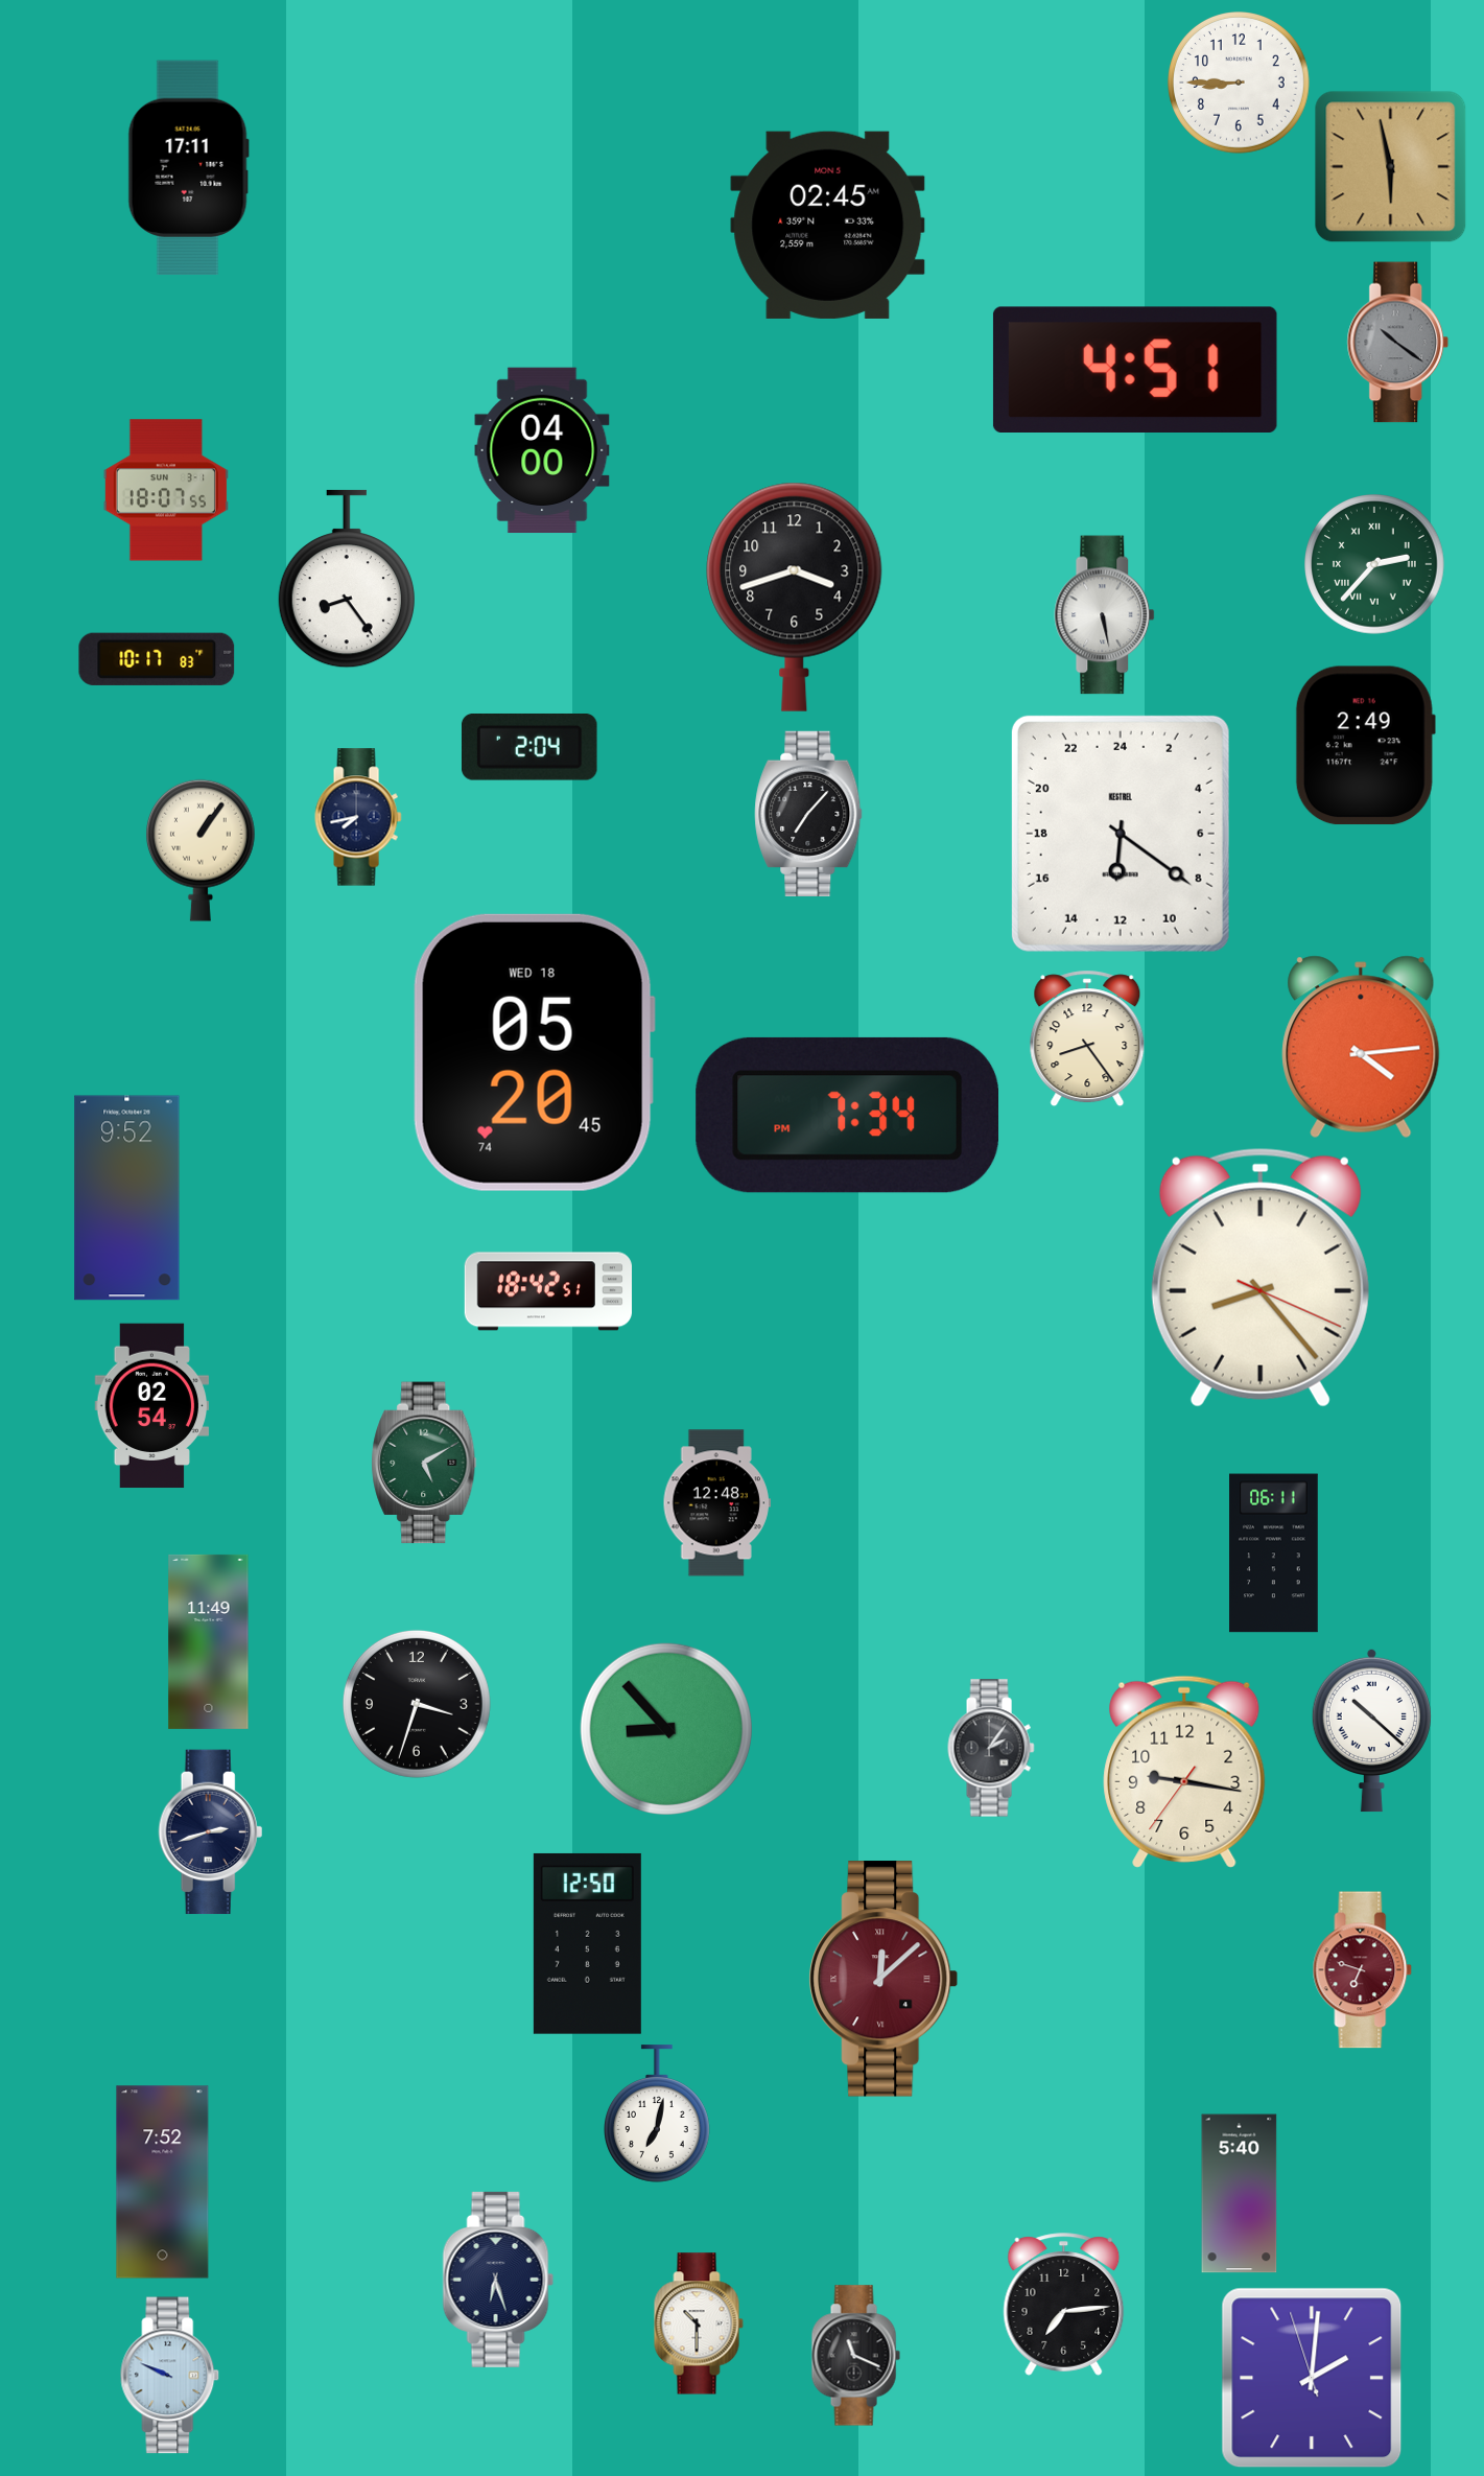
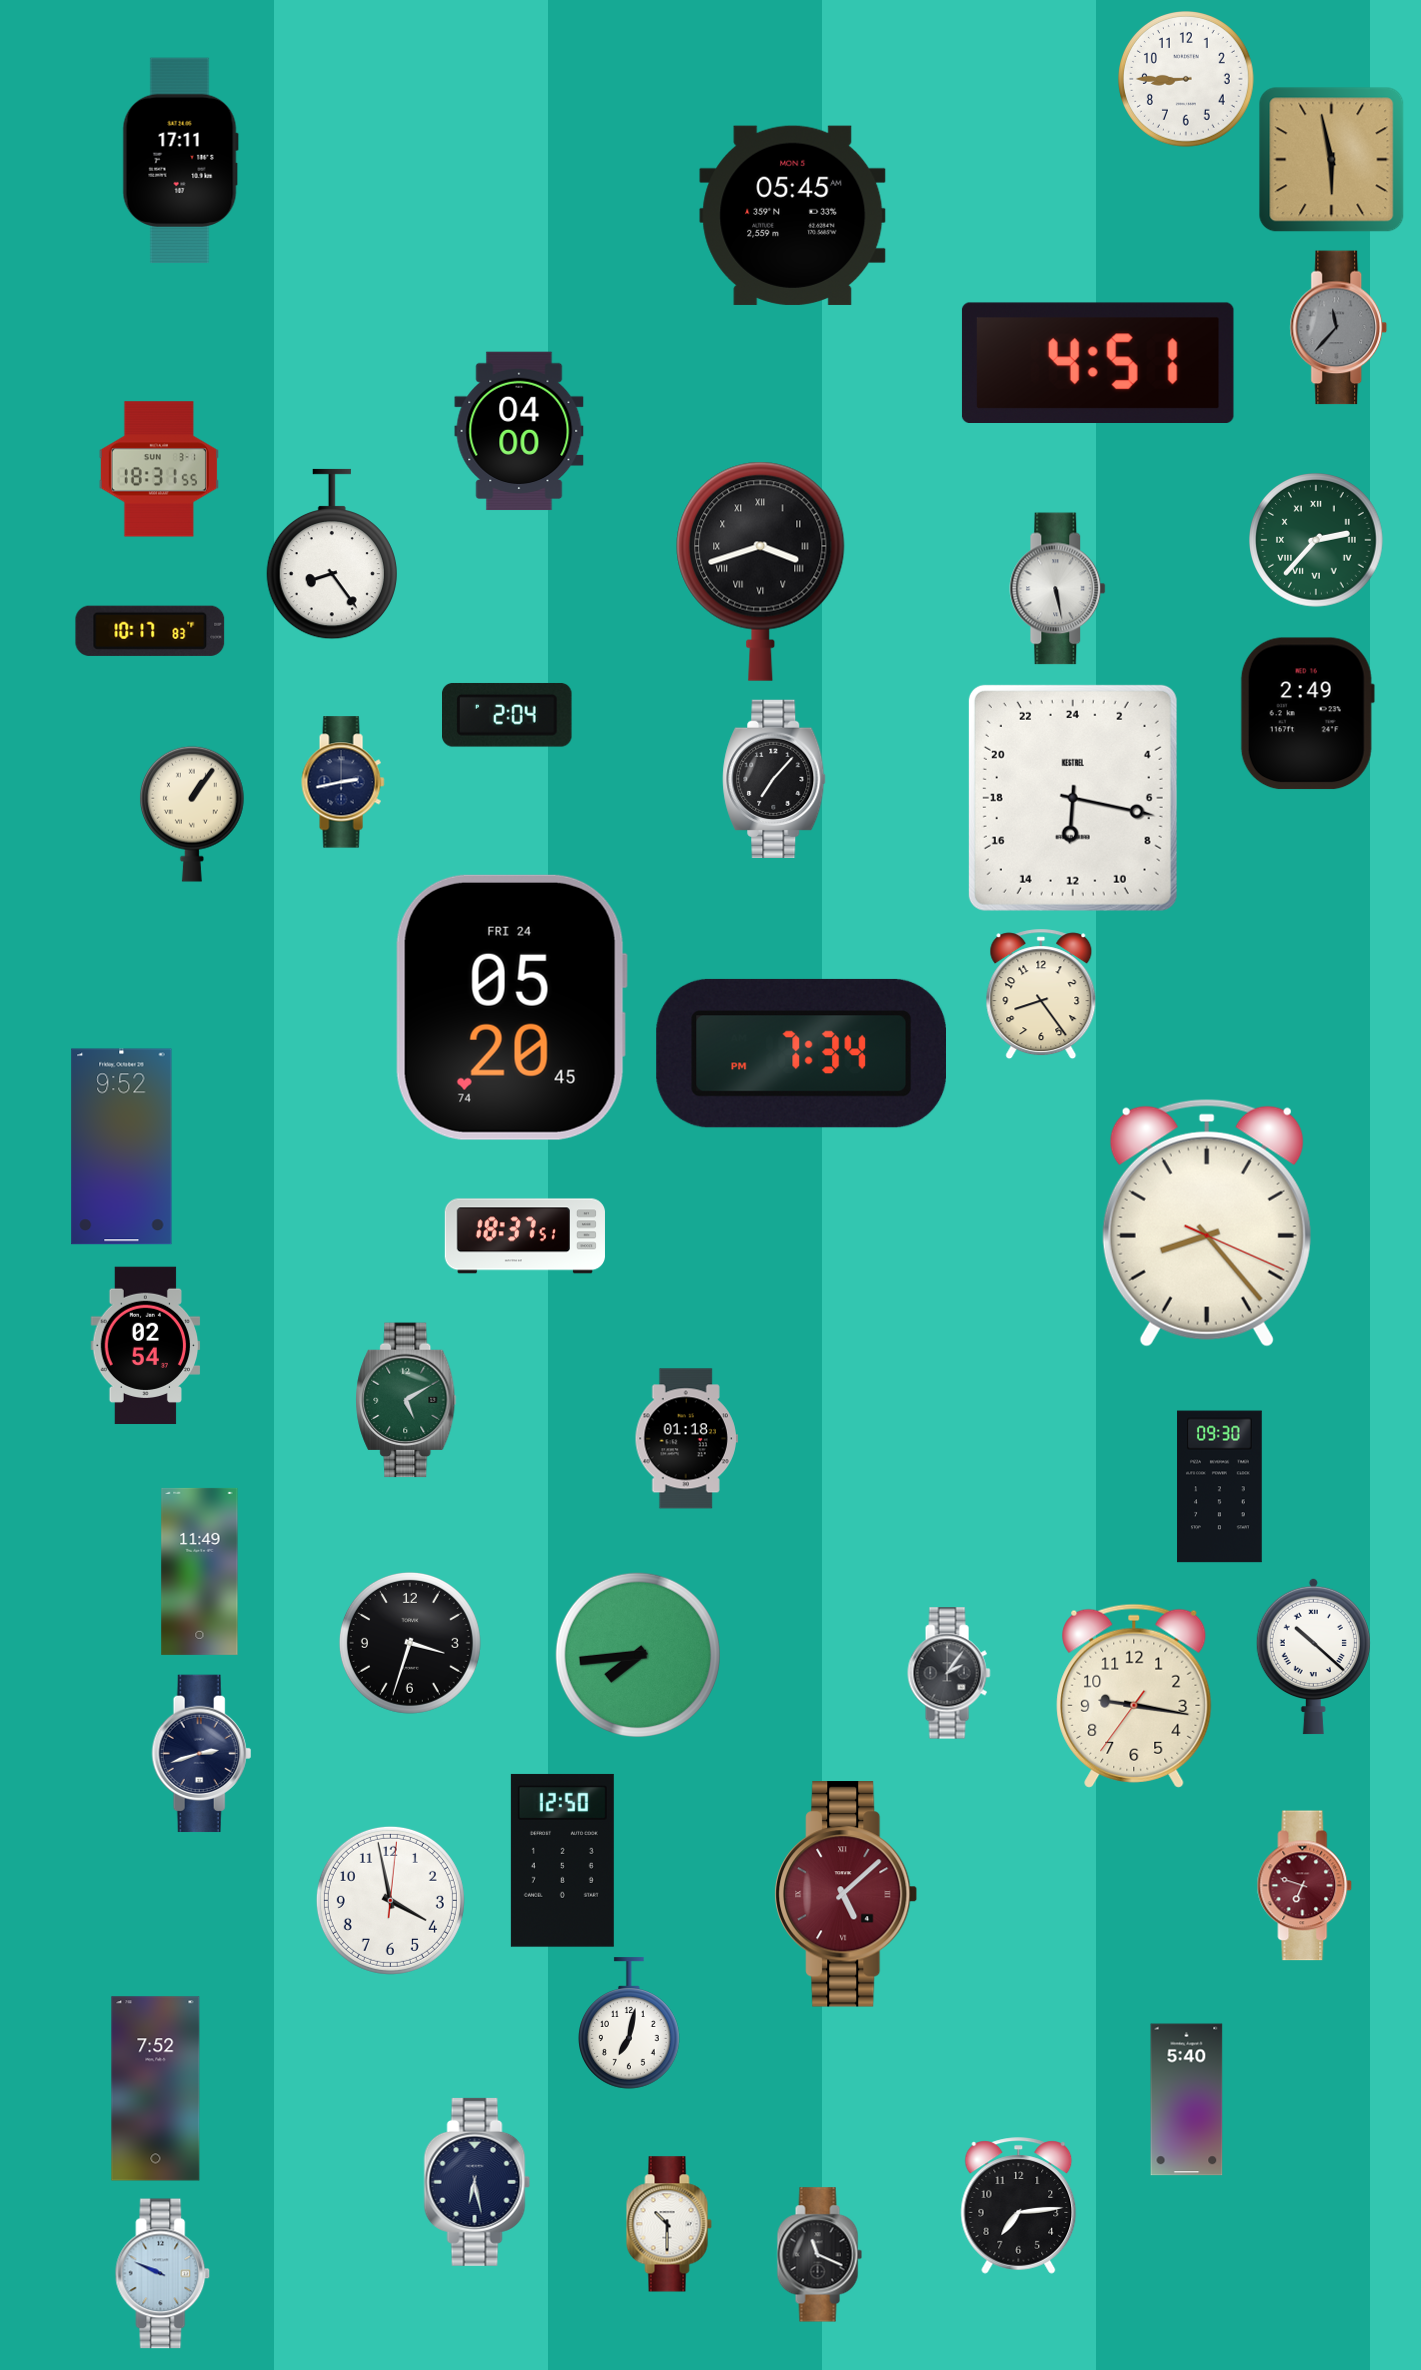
clock at (828, 225): 02:45 -> 05:45
clock at (1398, 343): 10:21 -> 11:37
clock at (1135, 370) position: (1135, 370) -> (1098, 363)
clock at (166, 490): 18:07 -> 18:31
clock at (795, 597) numerals: Arabic -> Roman
clock at (358, 817): 7:43 -> 2:43
clock at (1121, 834): 12:21 -> 12:17
clock at (1361, 1047): 4:14 -> none
clock at (534, 1052) date: WED 18 -> FRI 24
clock at (847, 1115) position: (847, 1115) -> (801, 1053)
clock at (548, 1291): 18:42 -> 18:37
clock at (716, 1503): 12:48 -> 01:18
clock at (1274, 1554): 06:11 -> 09:30
clock at (417, 1704) position: (417, 1704) -> (410, 1643)
clock at (666, 1729): 8:53 -> 7:44
clock at (884, 1979): 12:08 -> 5:08
clock at (390, 1900): none -> 3:58
clock at (498, 2280): 6:27 -> 6:28
clock at (1312, 2378): 2:00 -> none
